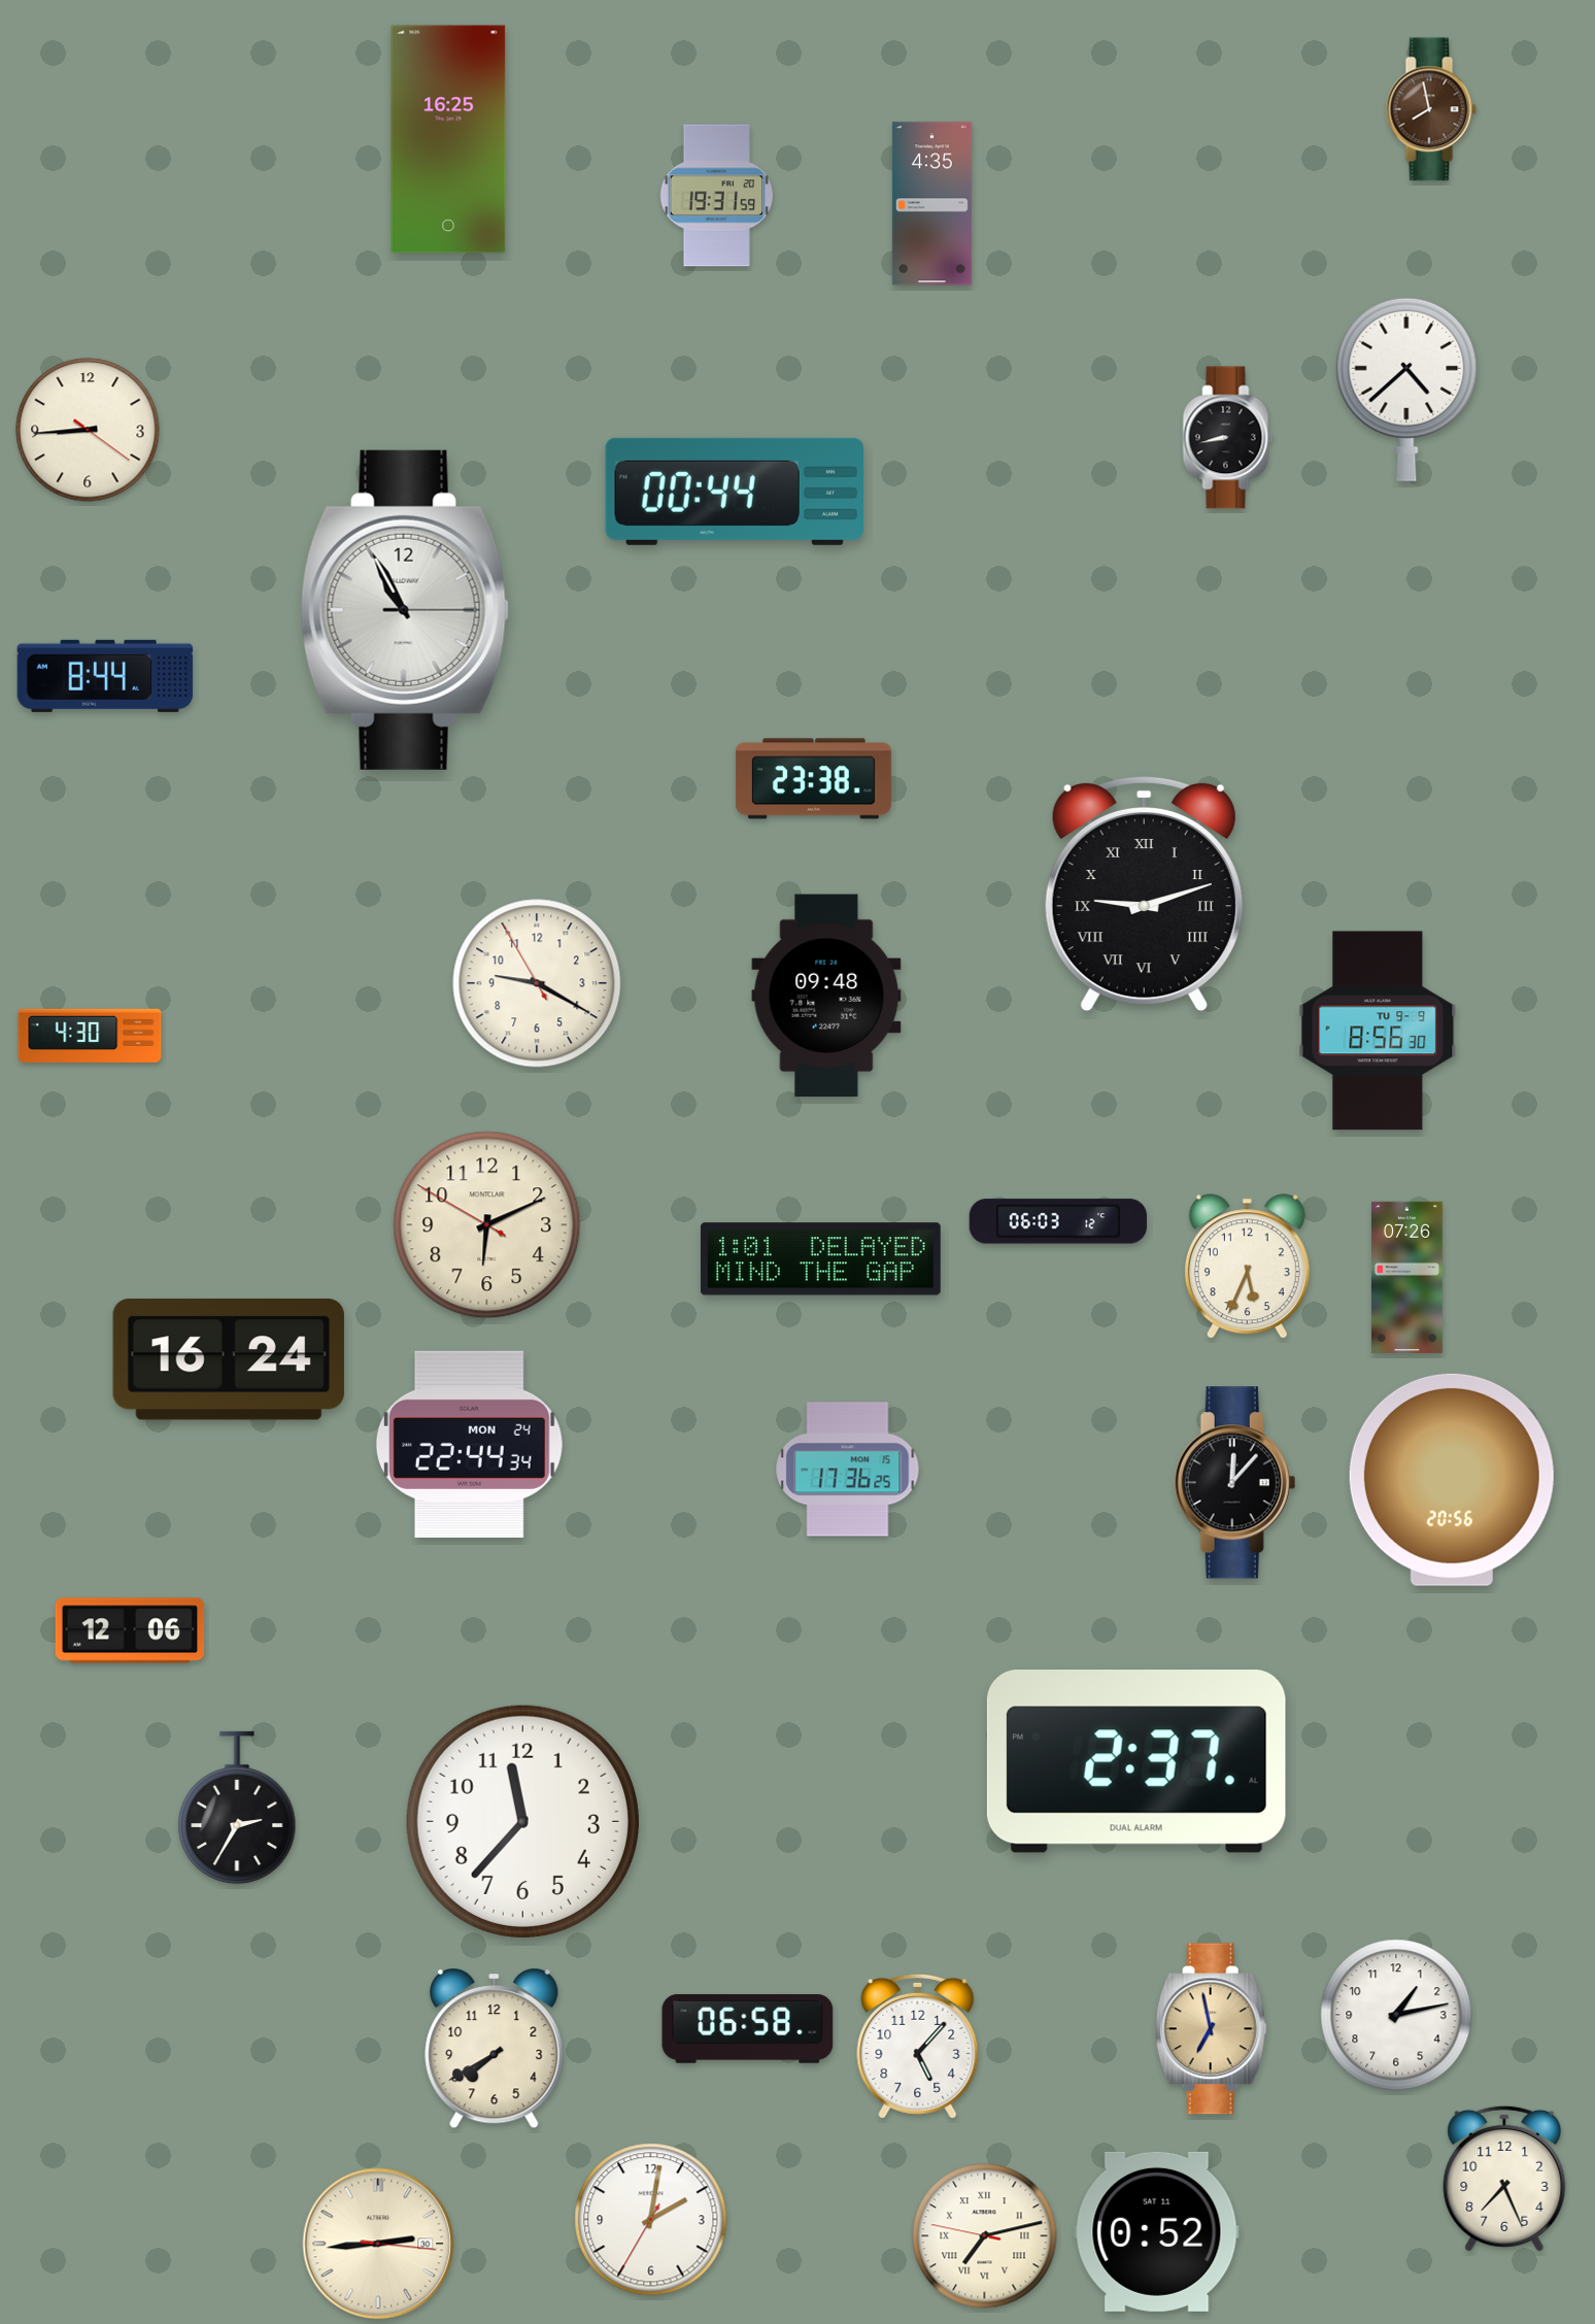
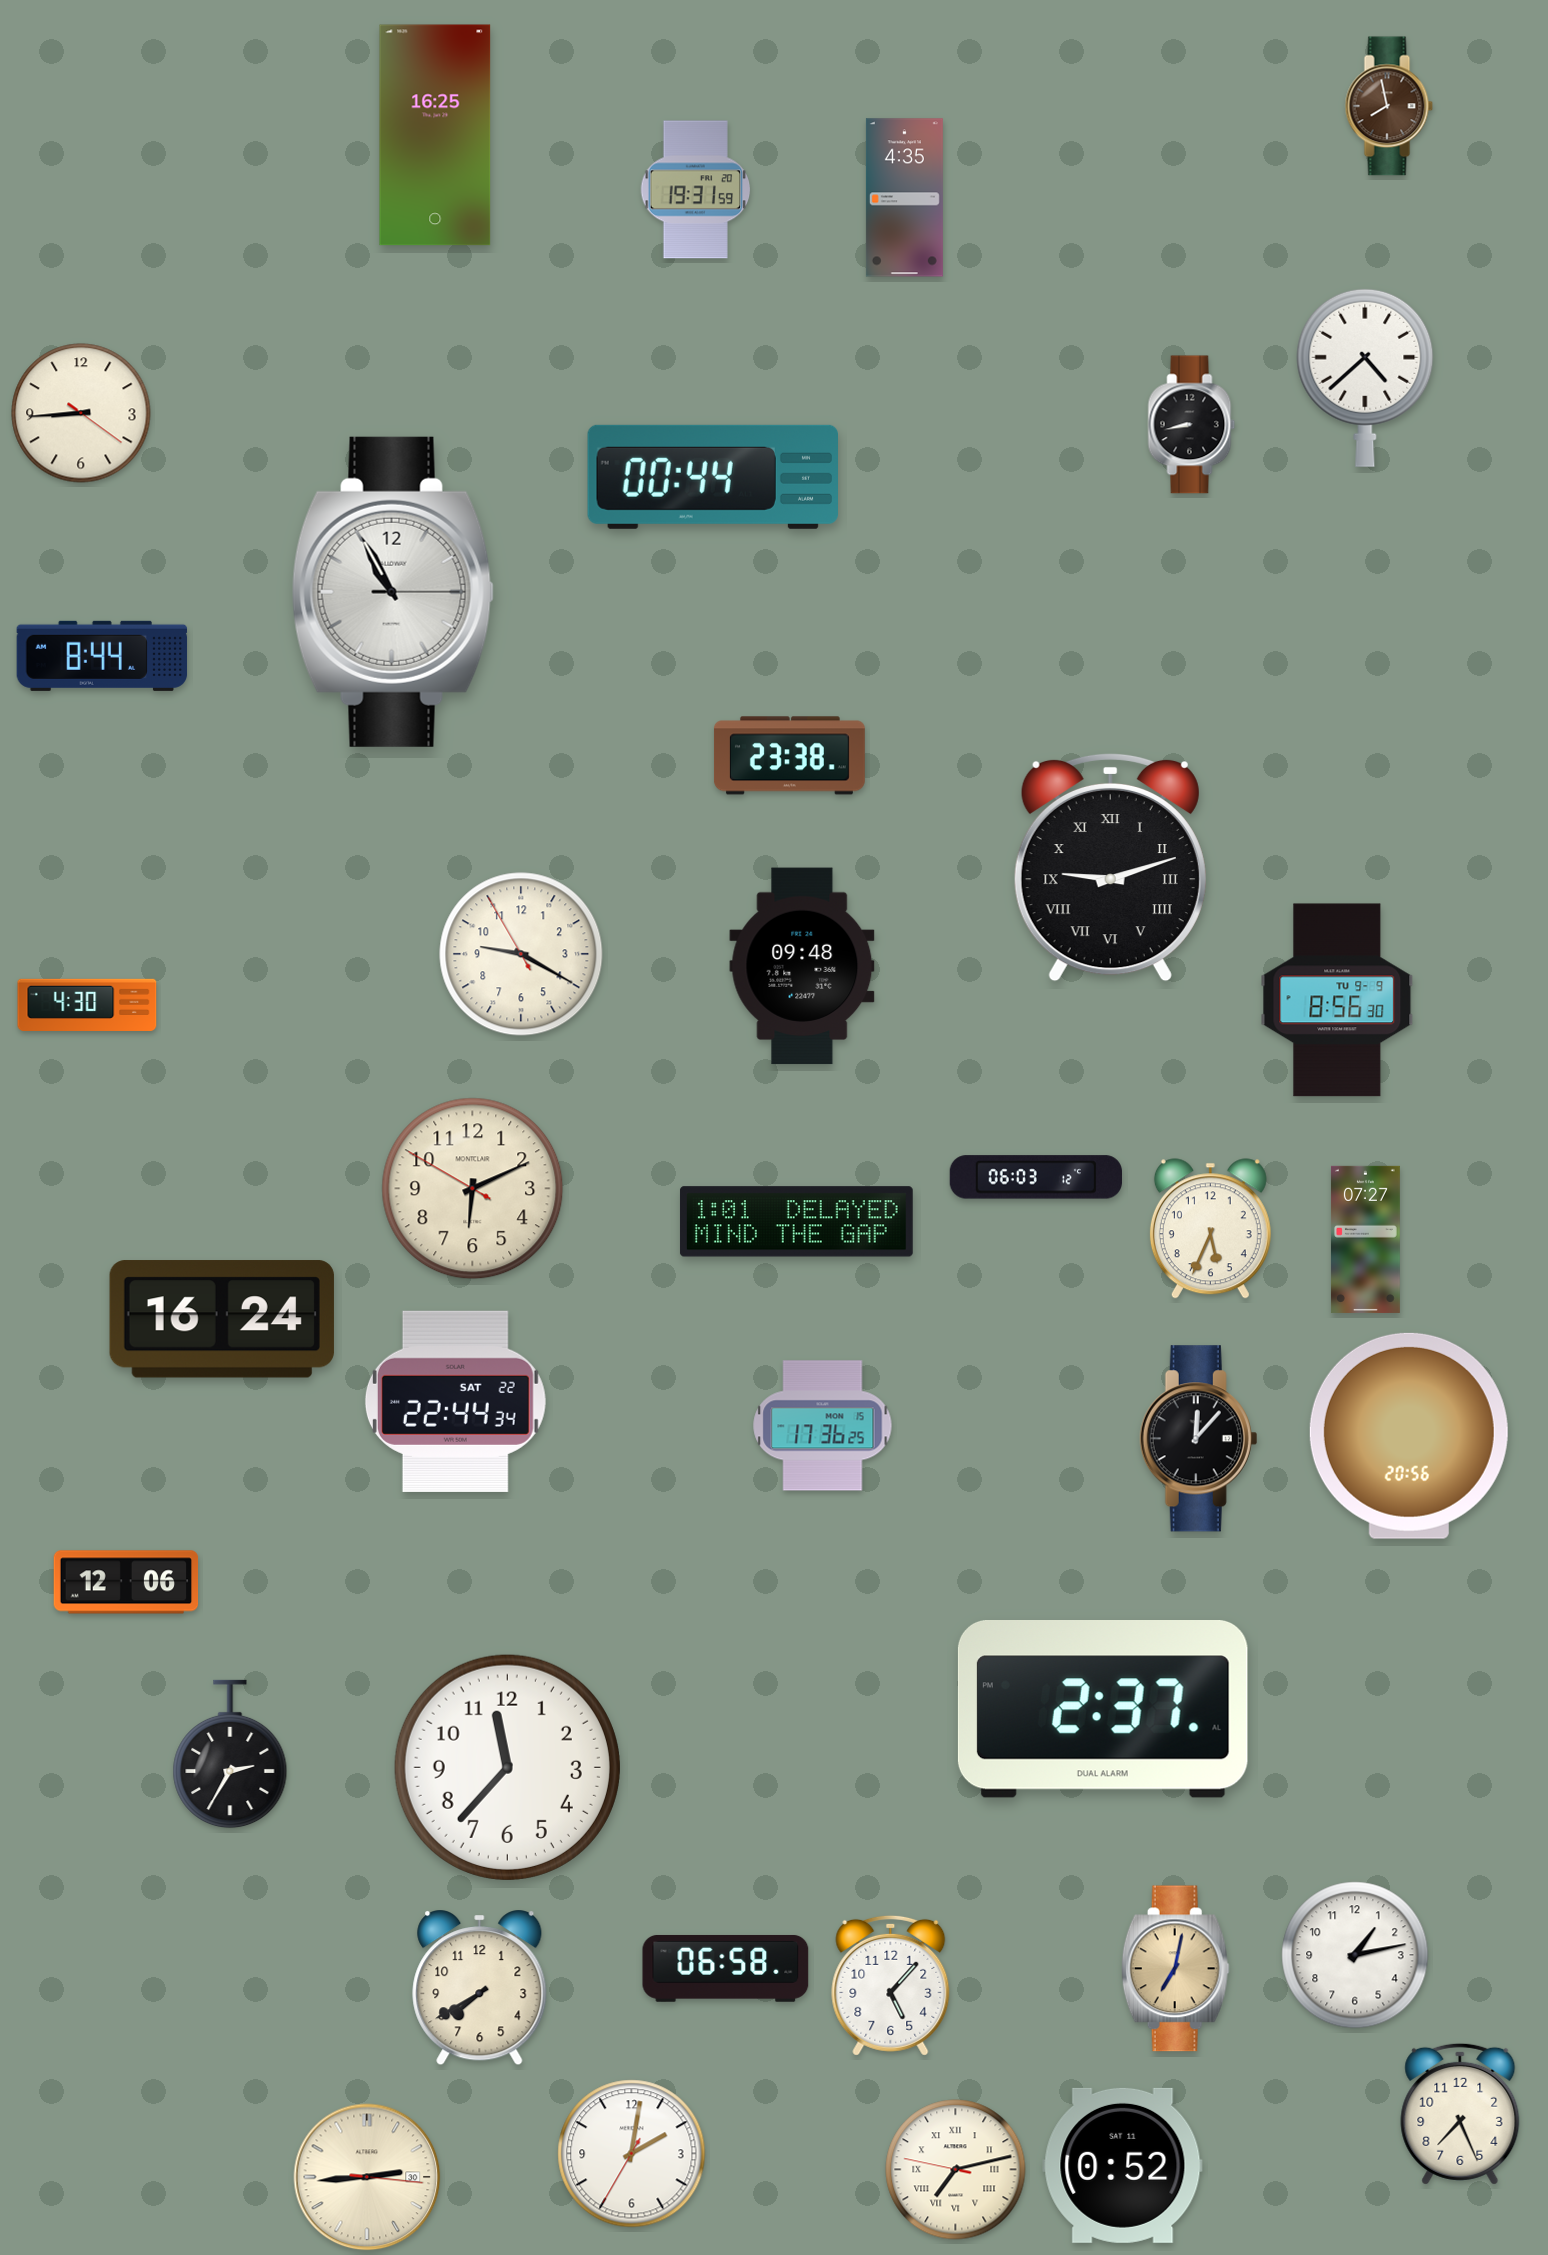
clock at (88, 430) position: (88, 430) -> (81, 413)
clock at (1058, 1221) position: (1058, 1221) -> (1036, 1177)
clock at (1406, 1277): 07:26 -> 07:27
clock at (469, 1444) date: MON 24 -> SAT 22
clock at (1211, 2029): 6:58 -> 7:02
